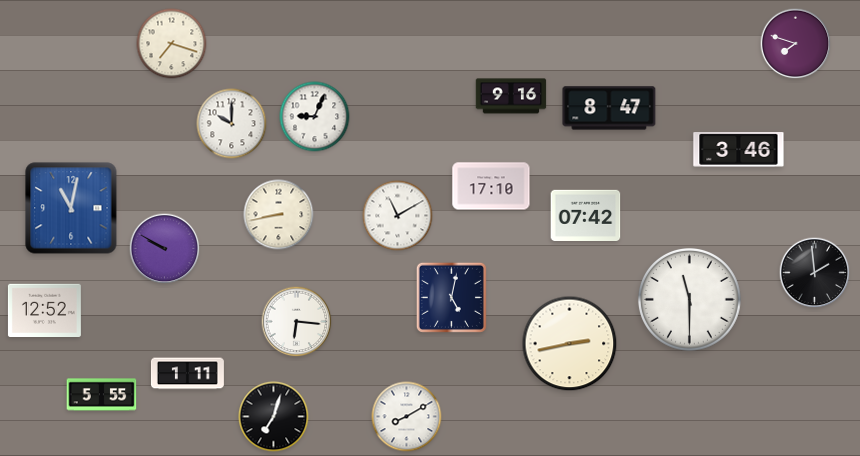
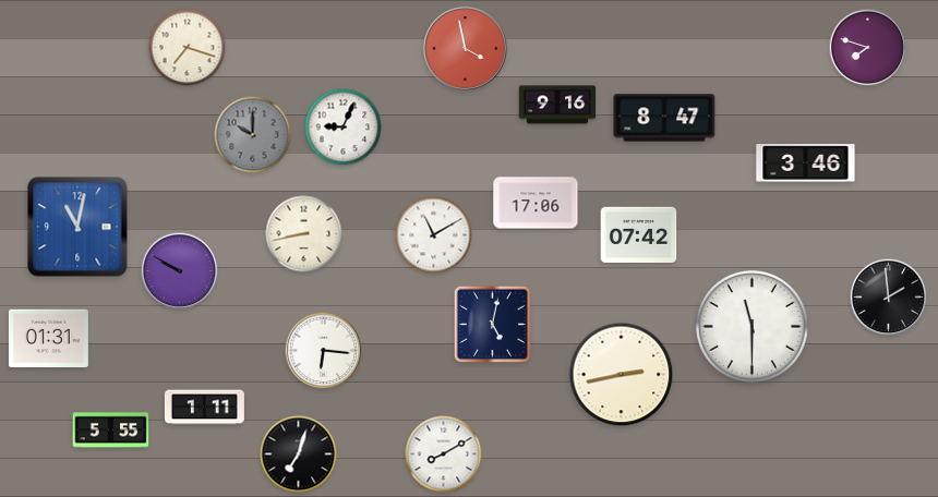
clock at (465, 48): none -> 3:58
clock at (232, 124) dial: white -> grey
clock at (491, 186): 17:10 -> 17:06
clock at (44, 311): 12:52 -> 01:31
